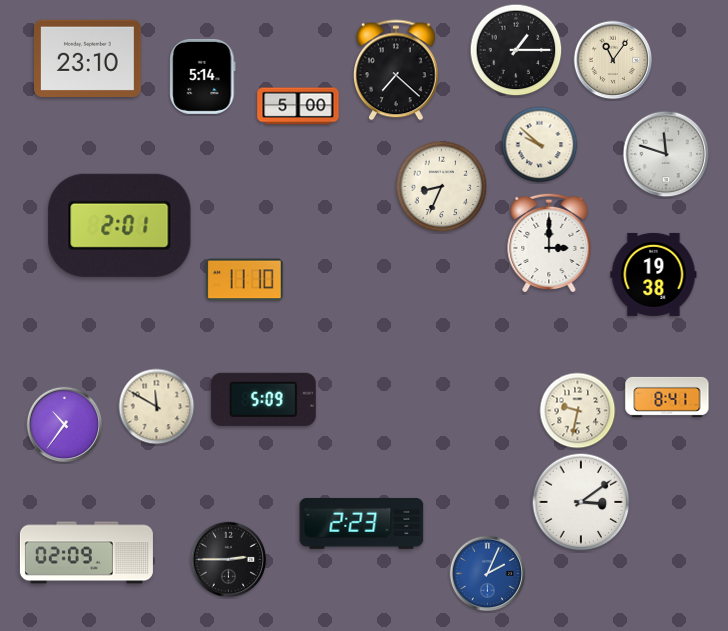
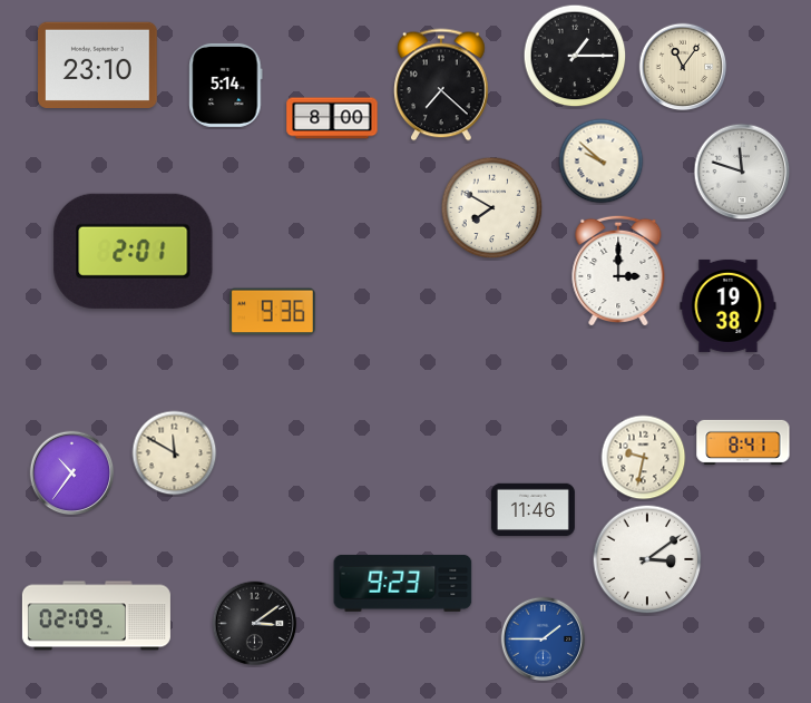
clock at (397, 70) position: (397, 70) -> (442, 85)
clock at (298, 106): 5:00 -> 8:00
clock at (442, 187): 8:34 -> 7:50
clock at (549, 243) position: (549, 243) -> (618, 271)
clock at (245, 280): 11:10 -> 9:36
clock at (263, 399): 5:09 -> none
clock at (532, 510): none -> 11:46
clock at (362, 523): 2:23 -> 9:23
clock at (229, 560): 2:45 -> 3:09
clock at (488, 574): 2:04 -> 1:45
